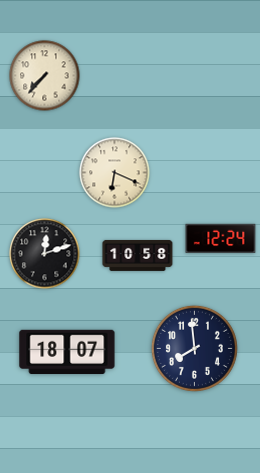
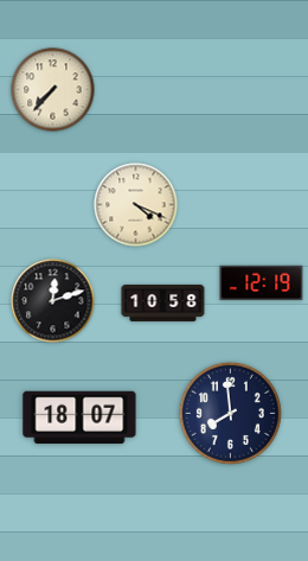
clock at (115, 173): 6:19 -> 4:19
clock at (221, 238): 12:24 -> 12:19
